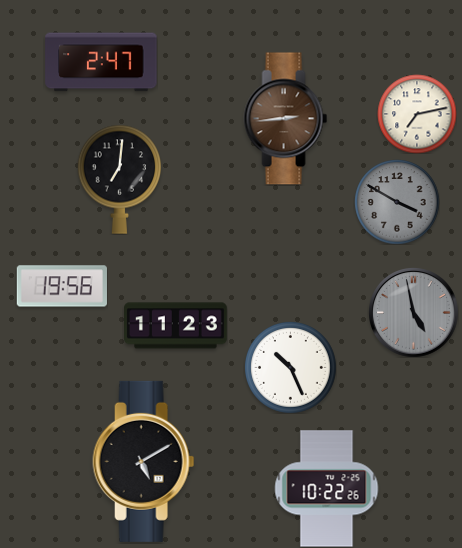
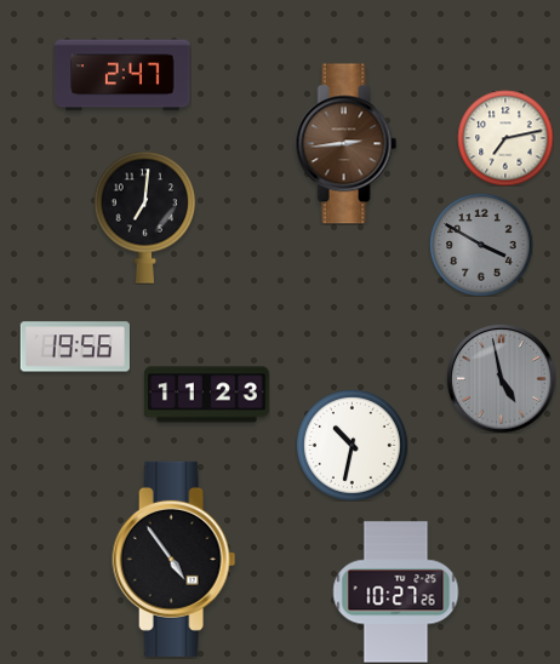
clock at (176, 326) position: (176, 326) -> (207, 395)
clock at (291, 368): 10:26 -> 10:32
clock at (144, 461): 5:10 -> 4:54
clock at (327, 489): 10:22 -> 10:27
